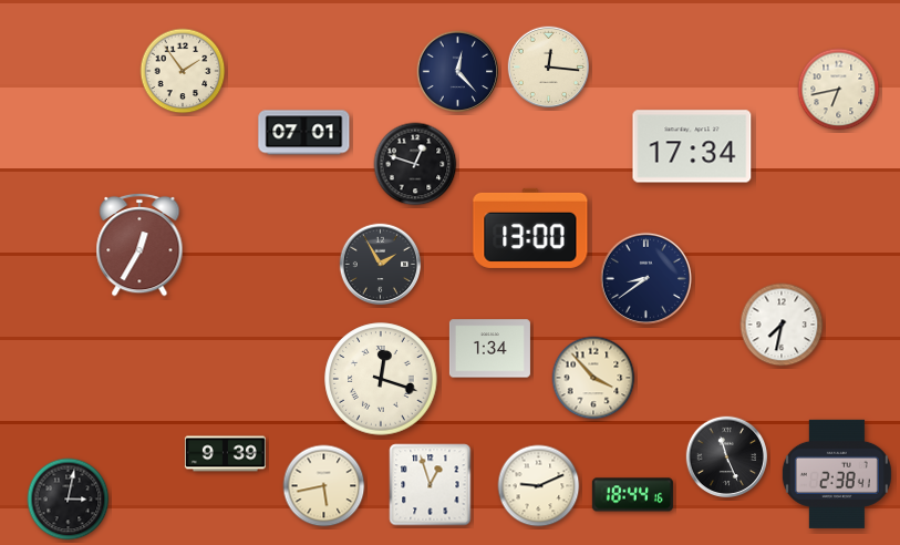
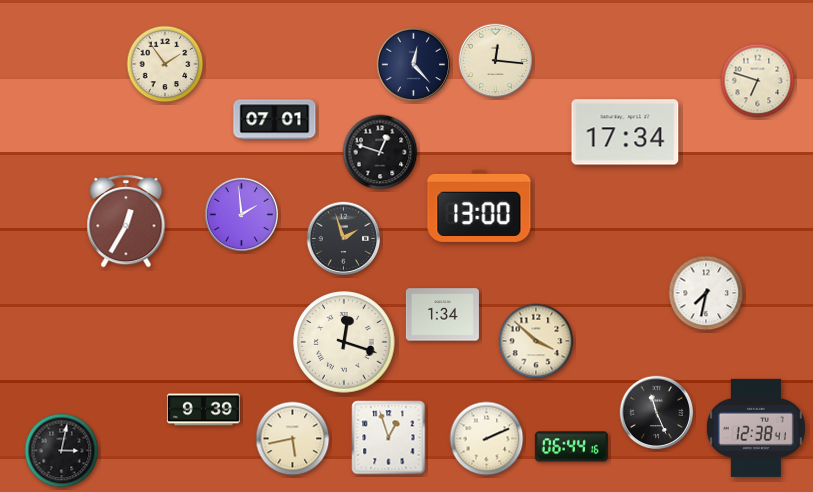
clock at (839, 90): 6:43 -> 6:48
clock at (415, 164) position: (415, 164) -> (380, 152)
clock at (242, 215): none -> 1:59
clock at (381, 265): 1:55 -> 1:57
clock at (645, 278): 8:39 -> none
clock at (593, 378): 3:53 -> 3:52
clock at (837, 474): 2:38 -> 12:38
clock at (539, 486): 9:11 -> 2:11
clock at (632, 495): 18:44 -> 06:44
